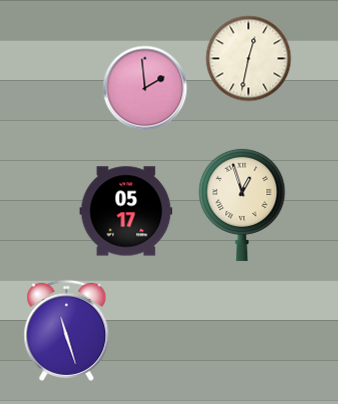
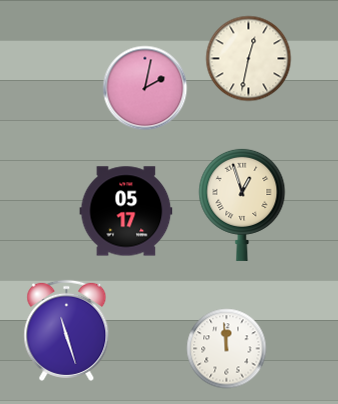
clock at (145, 88): 1:59 -> 2:02
clock at (227, 349): none -> 11:59
